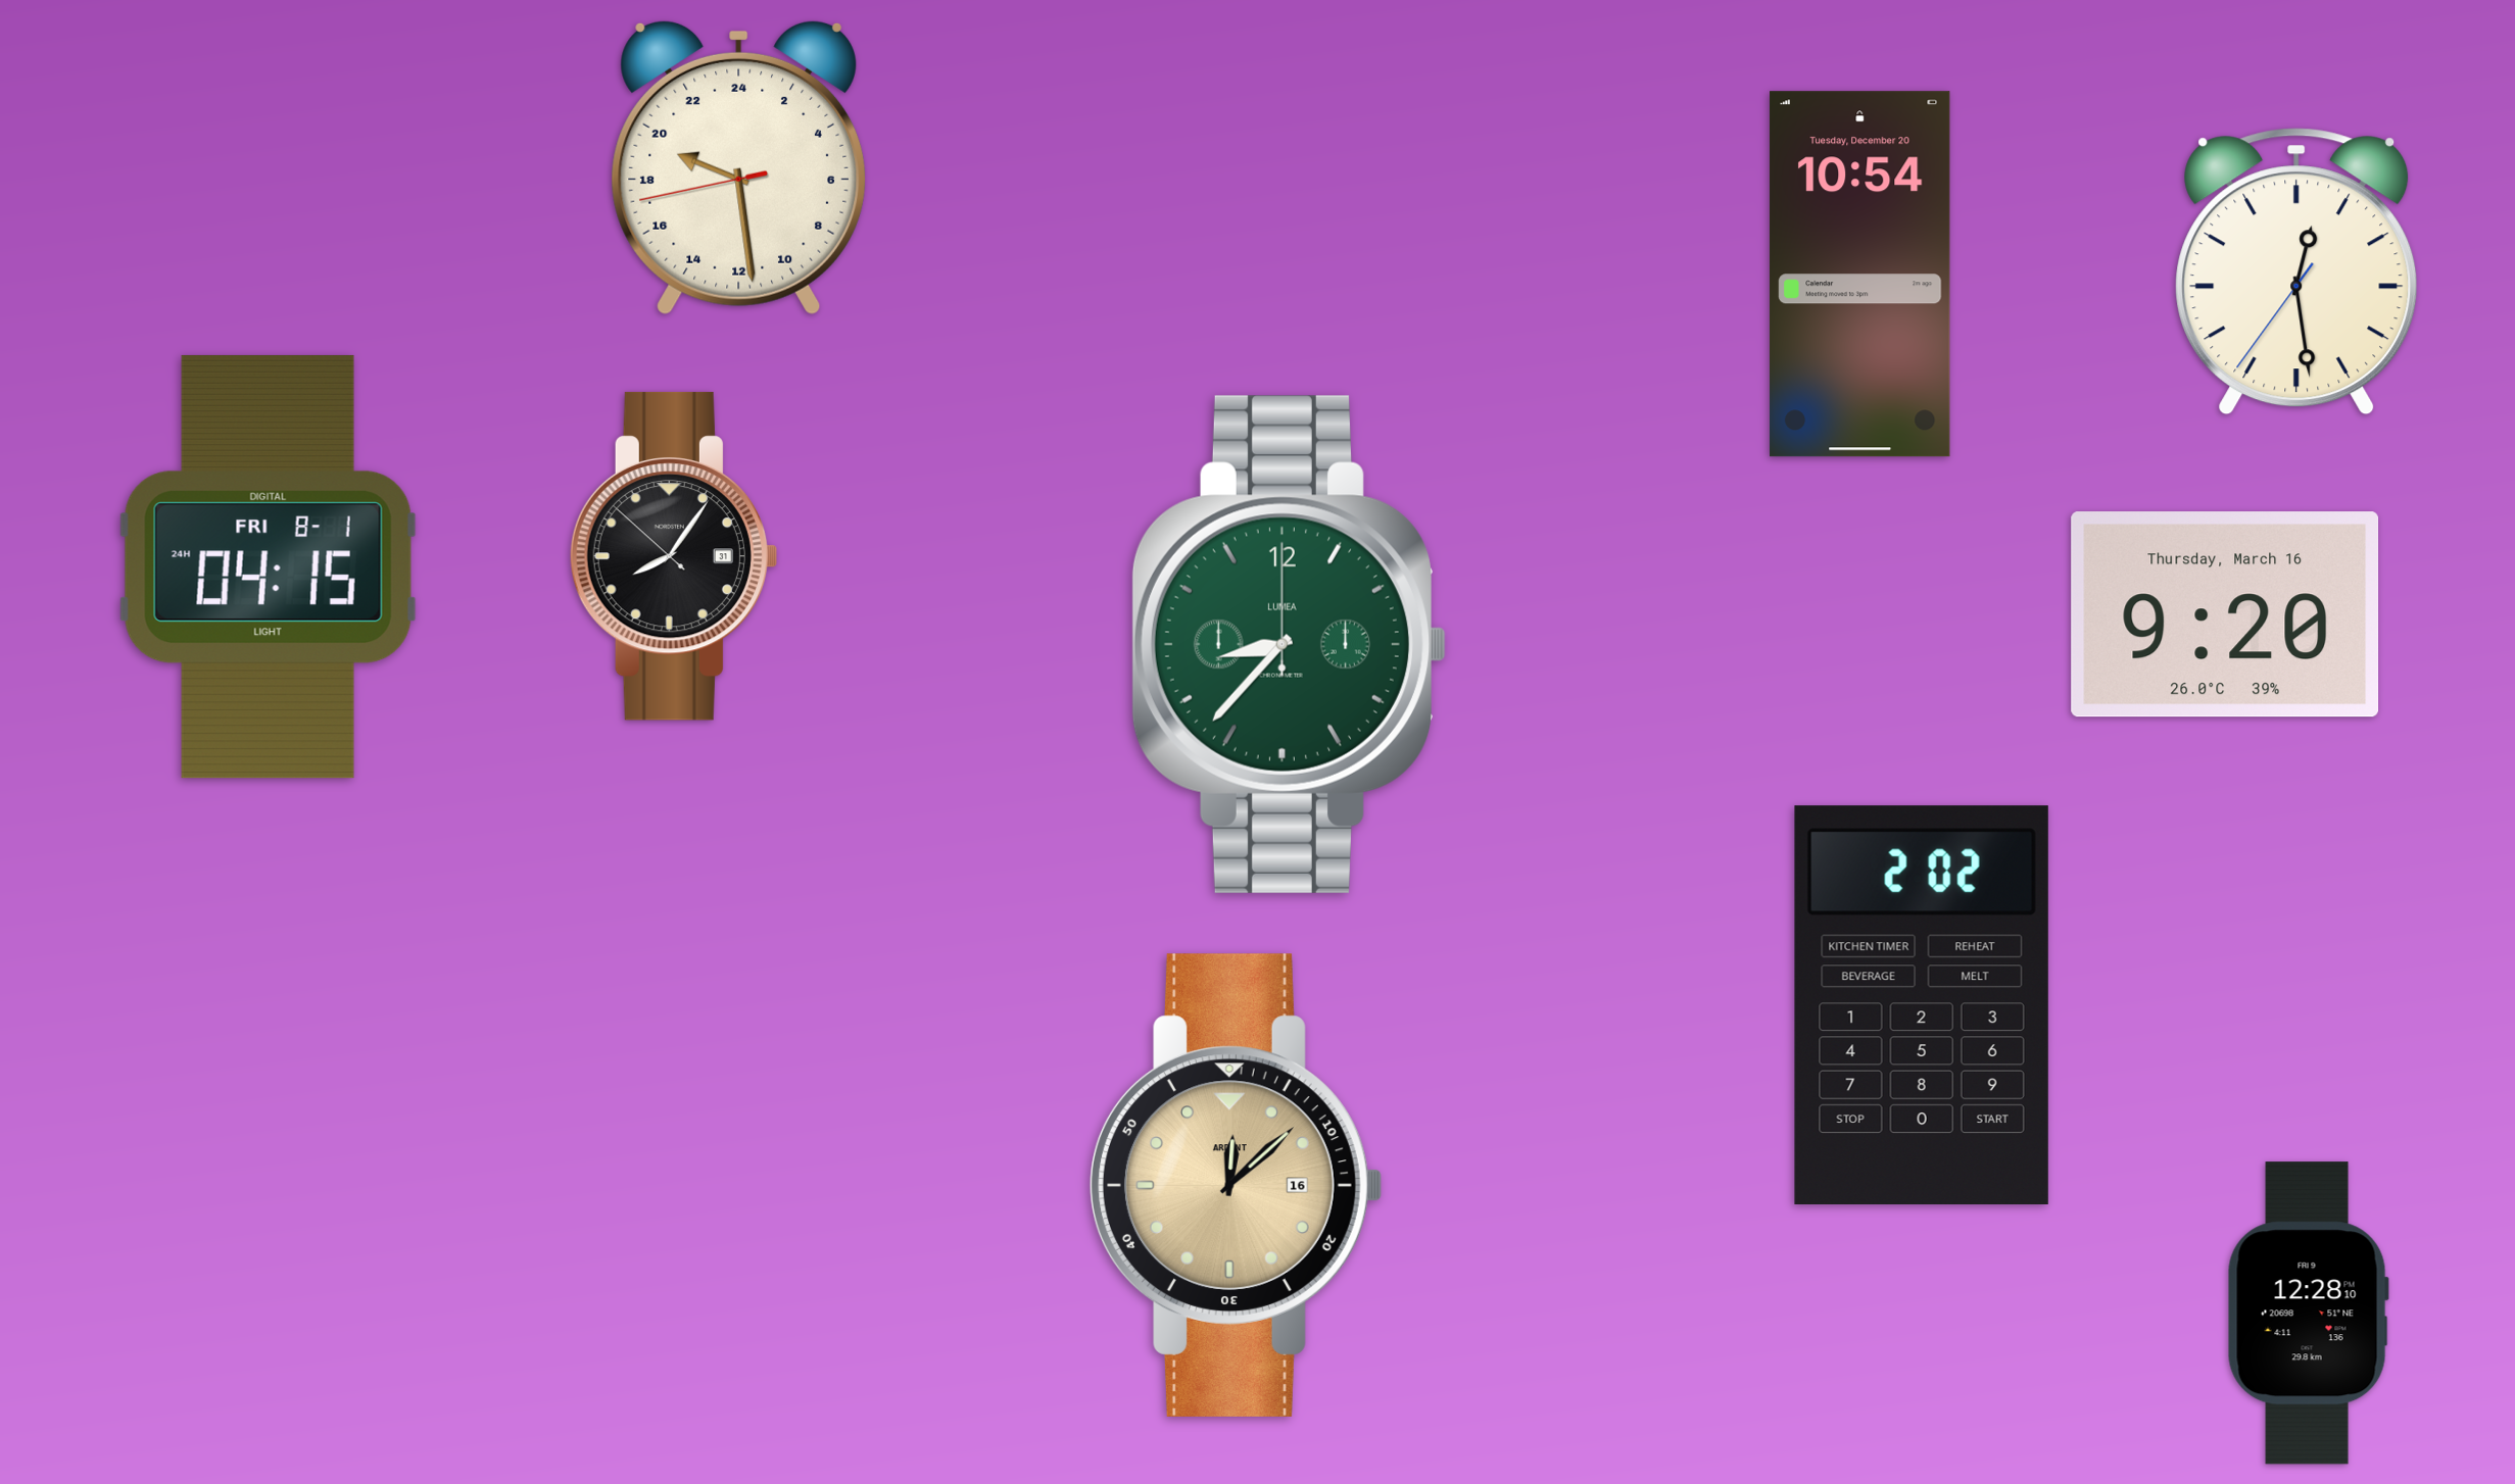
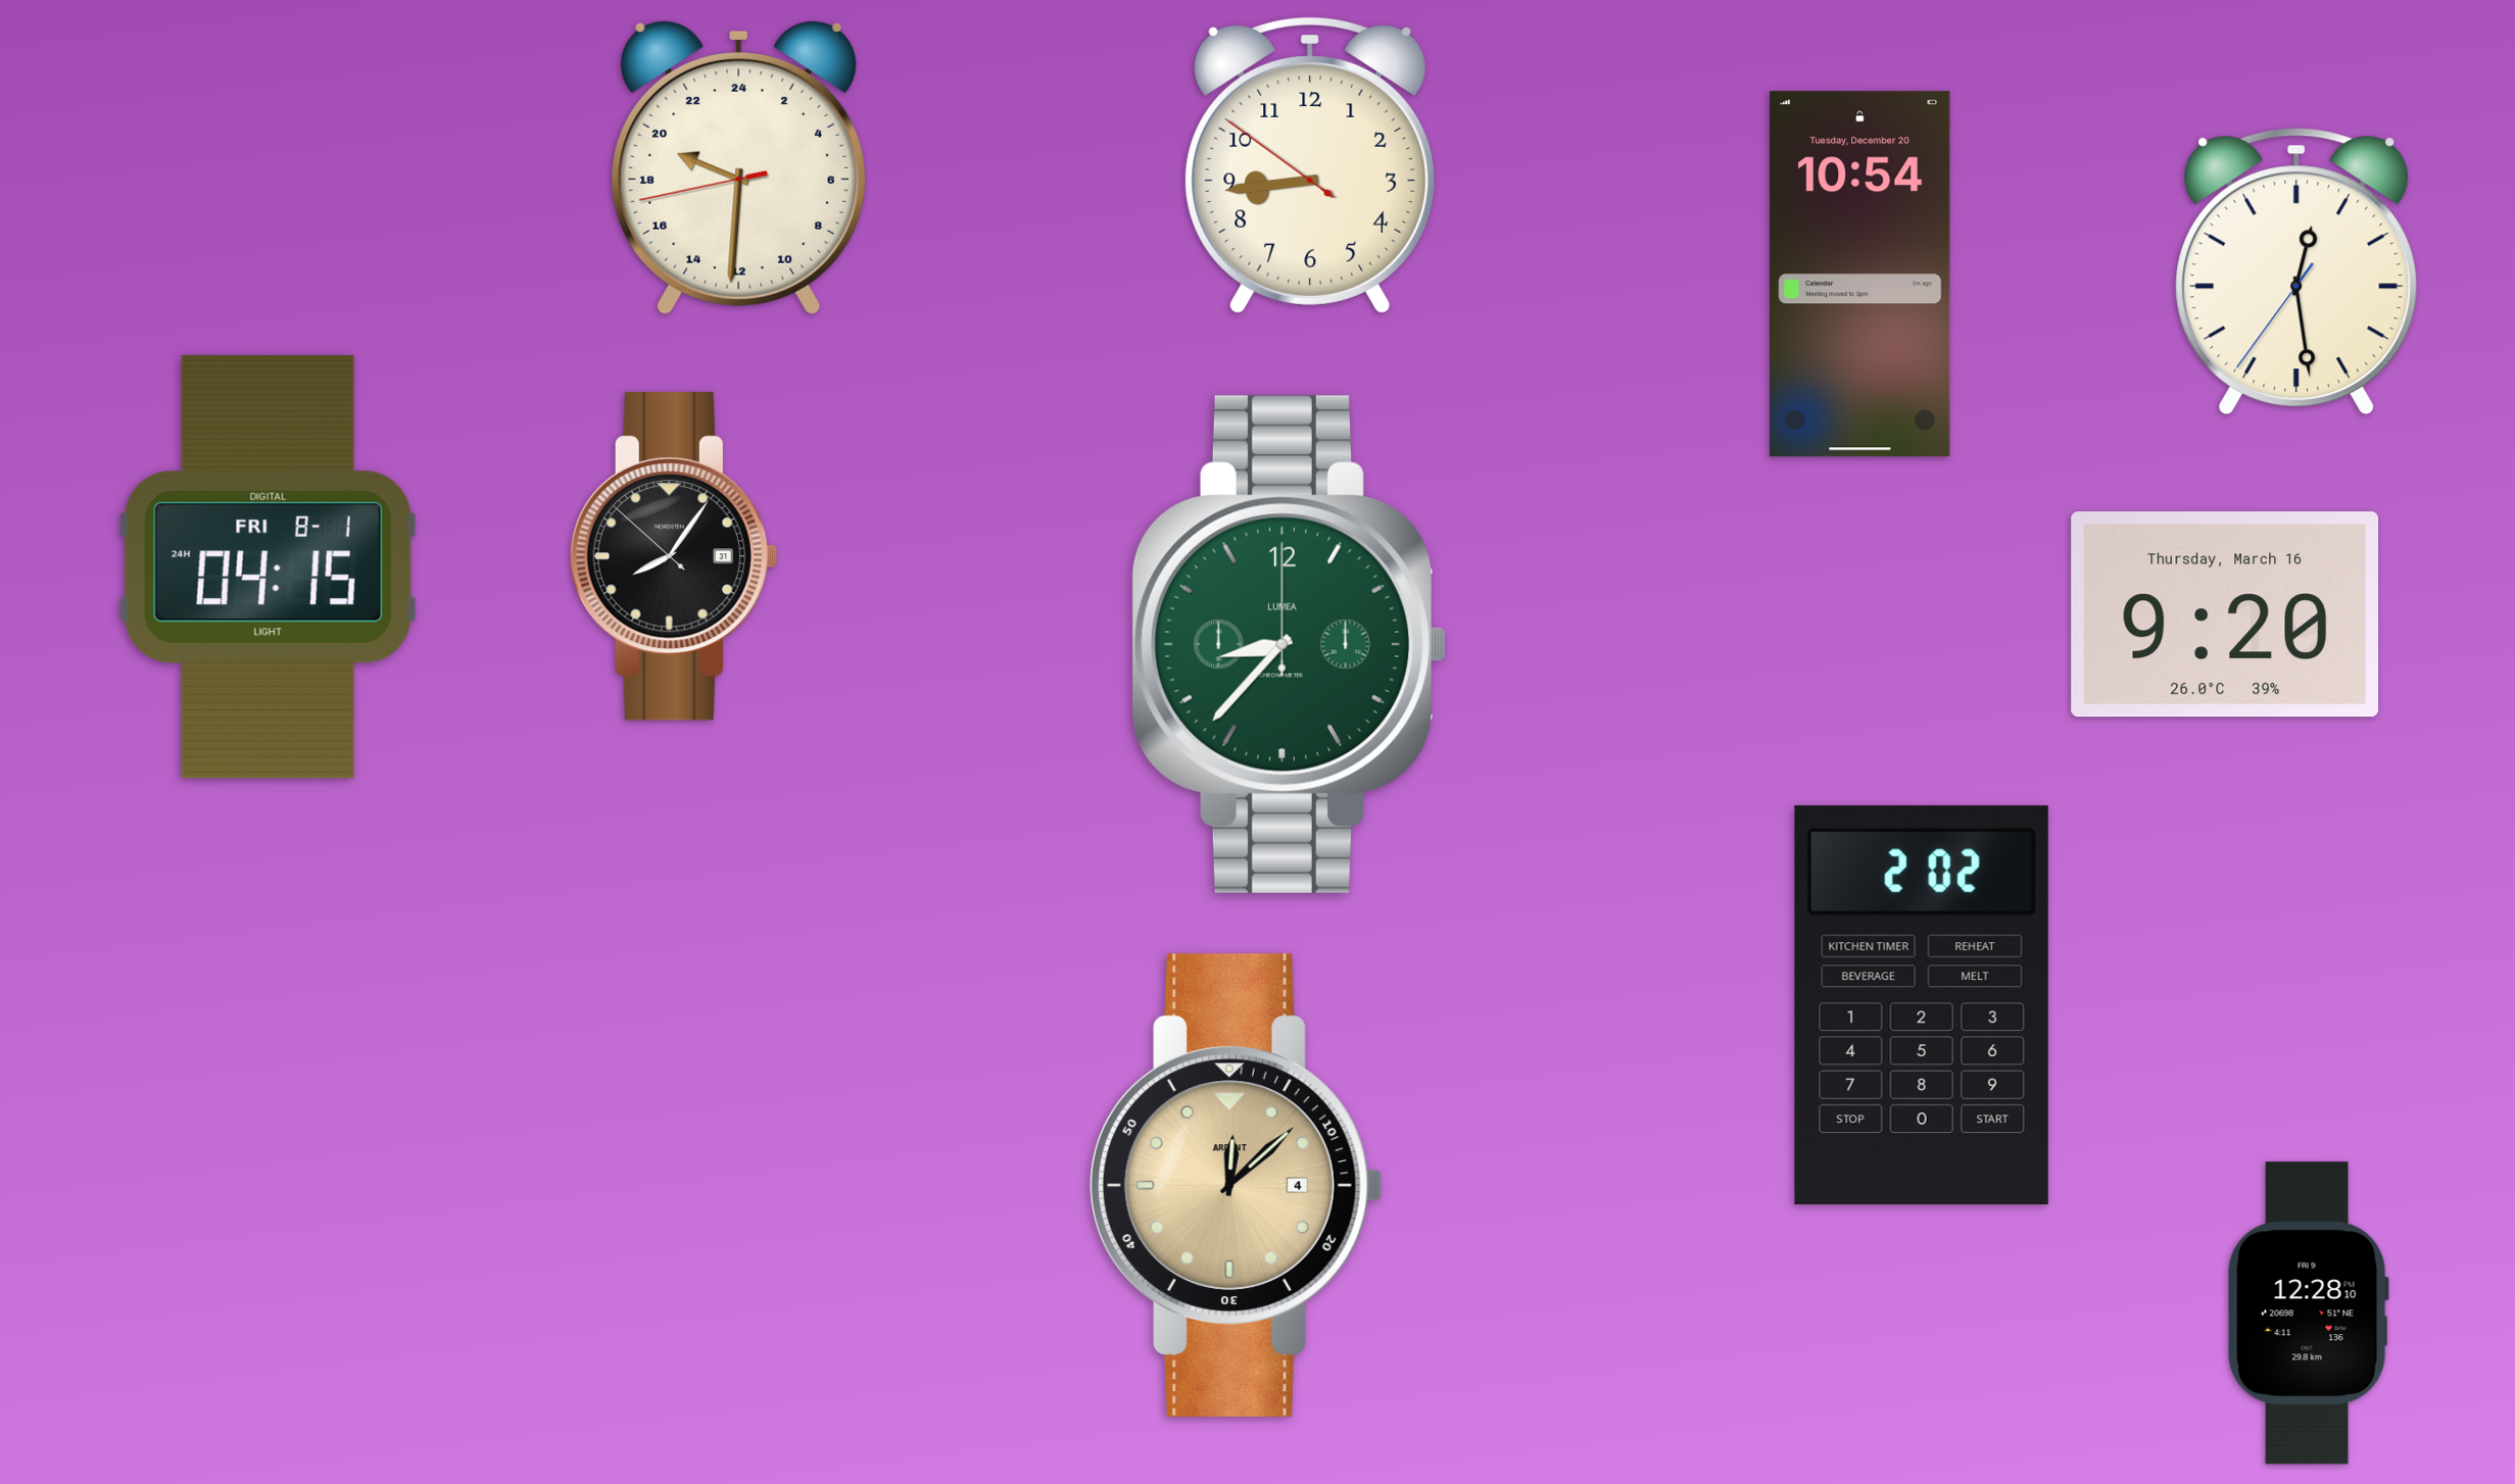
clock at (1310, 165): none -> 8:43
clock at (738, 167): 19:28 -> 19:30
clock at (1236, 1185) date: 16 -> 4
